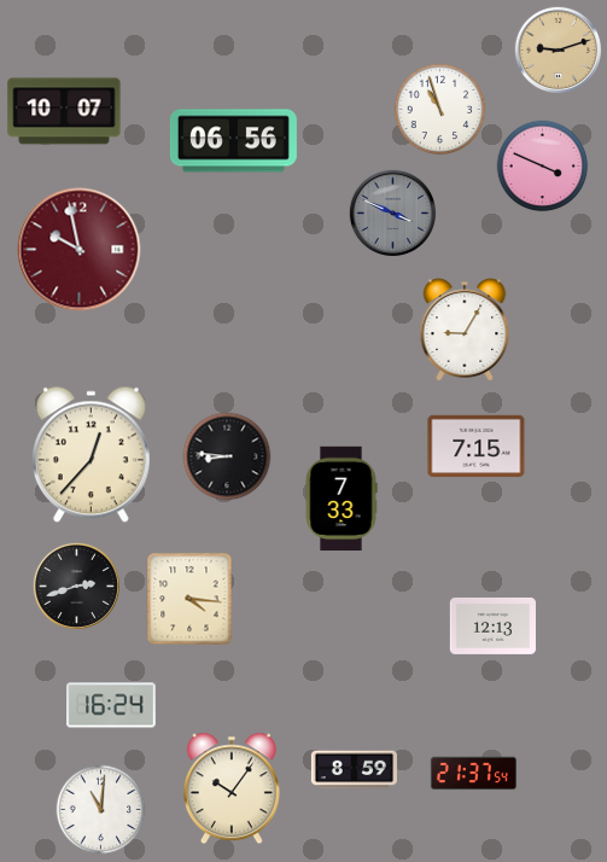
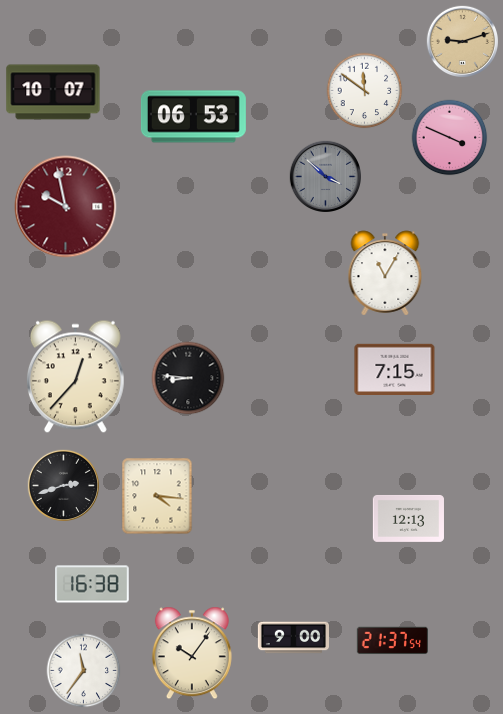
clock at (440, 110): 10:57 -> 11:51
clock at (233, 141): 06:56 -> 06:53
clock at (392, 212): 3:49 -> 3:52
clock at (465, 330): 9:05 -> 11:05
clock at (342, 499): 7:33 -> none
clock at (112, 705): 16:24 -> 16:38
clock at (354, 770): 8:59 -> 9:00
clock at (101, 810): 11:01 -> 11:36
